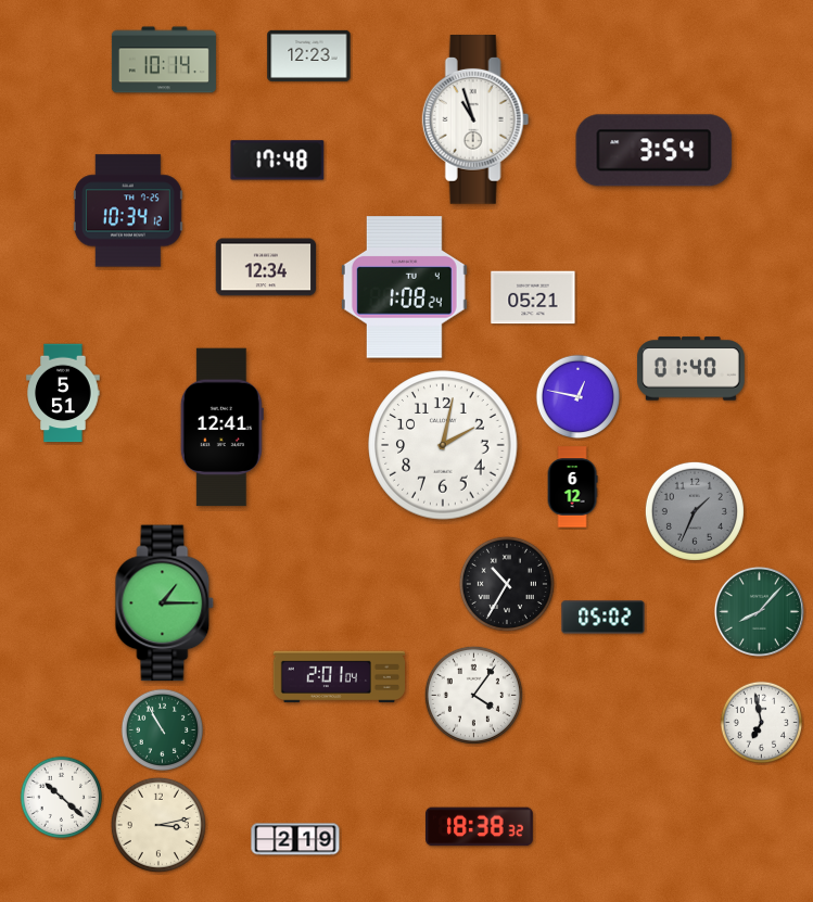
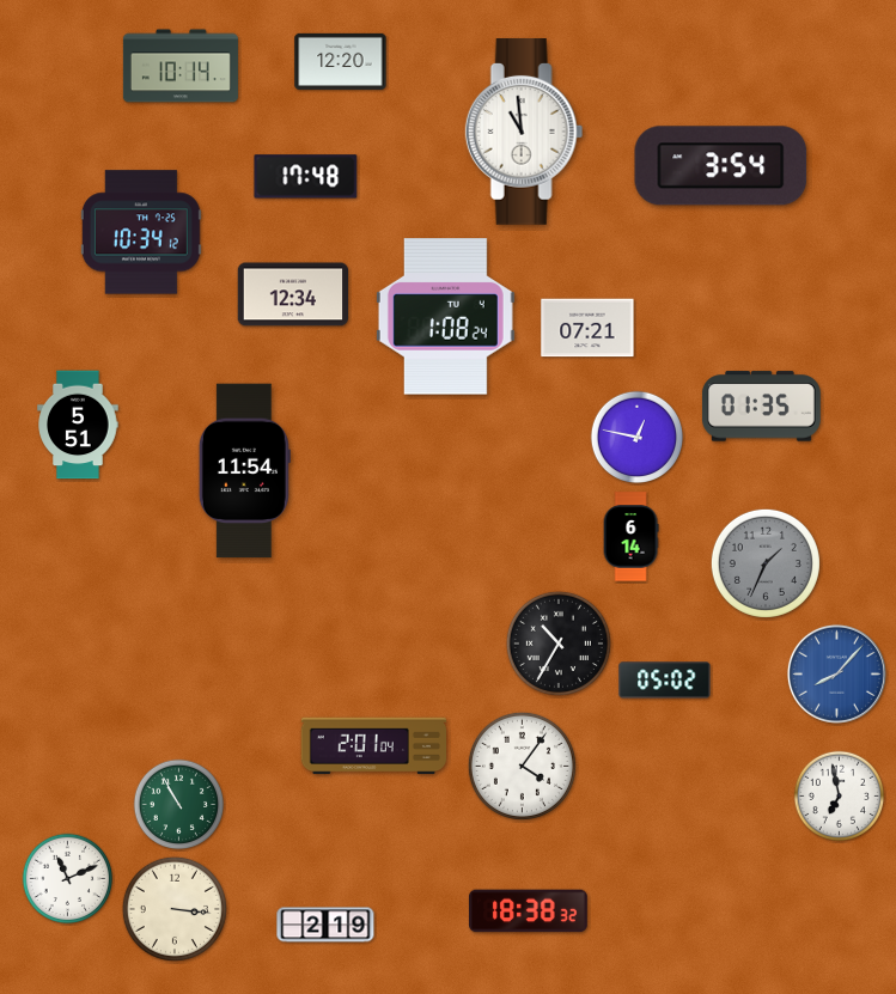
clock at (309, 55): 12:23 -> 12:20
clock at (475, 120): 10:57 -> 10:59
clock at (533, 297): 05:21 -> 07:21
clock at (690, 369): 01:40 -> 01:35
clock at (63, 393) position: (63, 393) -> (78, 425)
clock at (221, 428): 12:41 -> 11:54
clock at (443, 445): 2:02 -> none
clock at (572, 487): 6:12 -> 6:14
clock at (165, 604): 1:15 -> none
clock at (759, 611) dial: green -> blue
clock at (62, 798): 10:22 -> 11:11
clock at (158, 825): 3:13 -> 3:16
